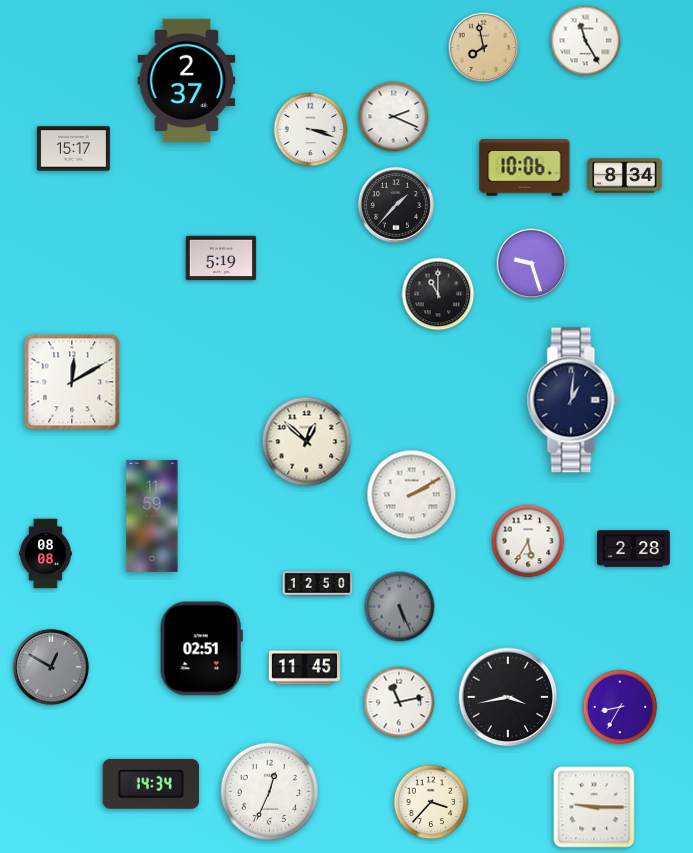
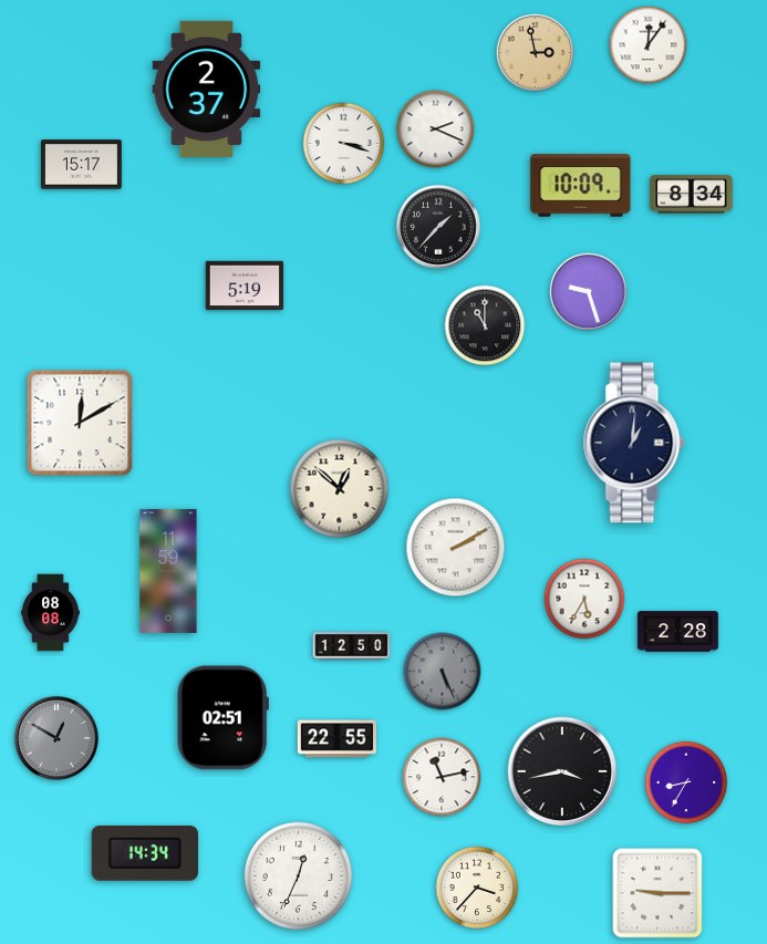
clock at (586, 41): 11:25 -> 12:06
clock at (484, 48): 7:58 -> 2:58
clock at (525, 168): 10:06 -> 10:09
clock at (633, 549) position: (633, 549) -> (677, 632)
clock at (304, 668): 11:45 -> 22:55
clock at (150, 784) position: (150, 784) -> (144, 853)
